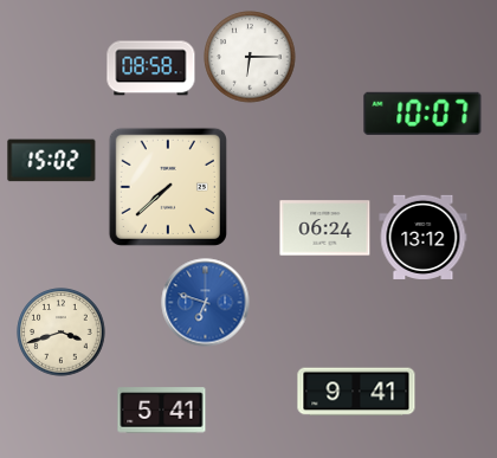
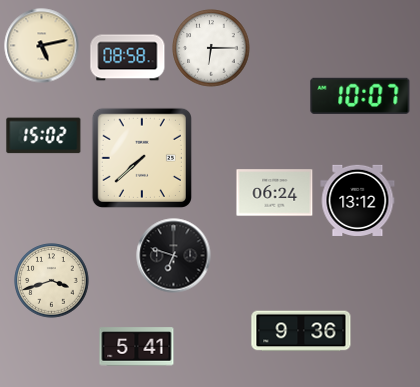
clock at (42, 46): none -> 5:13
clock at (422, 114) position: (422, 114) -> (360, 96)
clock at (206, 303) dial: blue -> black
clock at (356, 392): 9:41 -> 9:36
